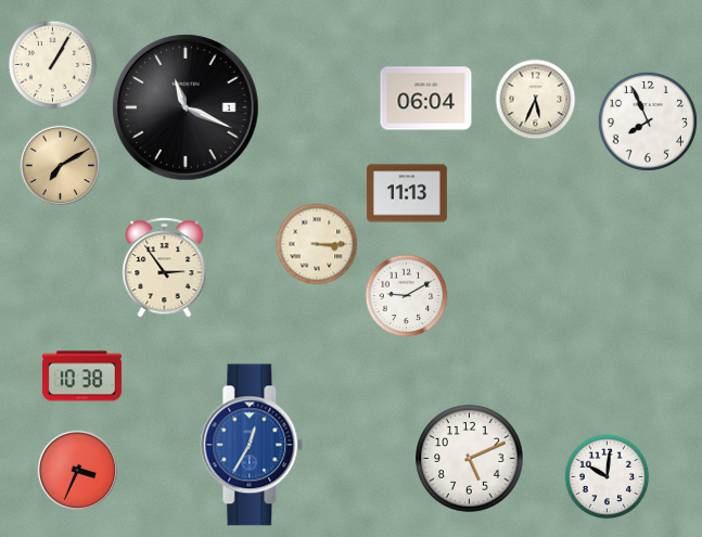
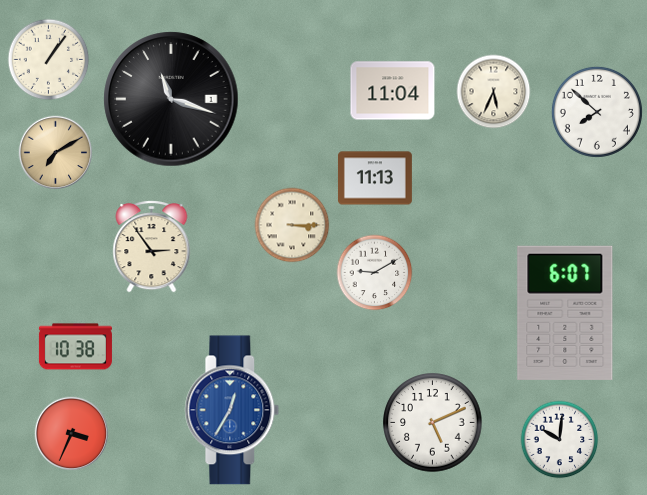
clock at (53, 65): 1:05 -> 1:06
clock at (426, 99): 06:04 -> 11:04
clock at (186, 107): 11:19 -> 11:18
clock at (648, 122): 7:56 -> 7:52
clock at (565, 313): none -> 6:07
